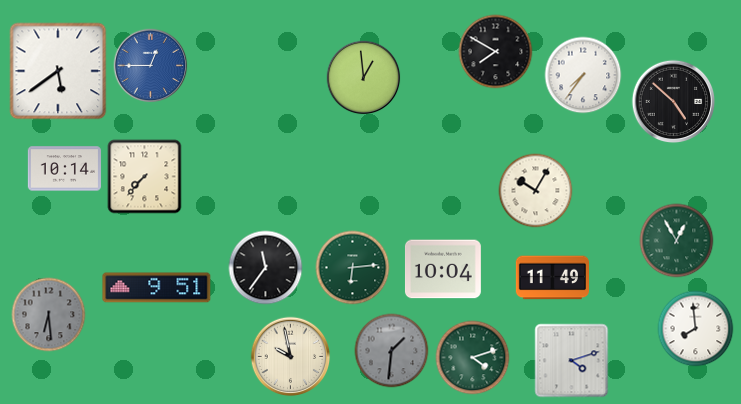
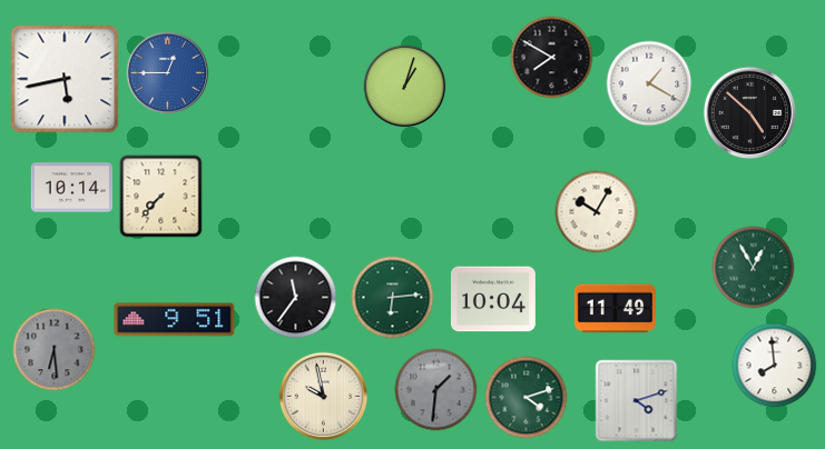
clock at (58, 71): 5:39 -> 5:43
clock at (583, 75): 7:36 -> 1:20
clock at (364, 78): 12:59 -> 1:03
